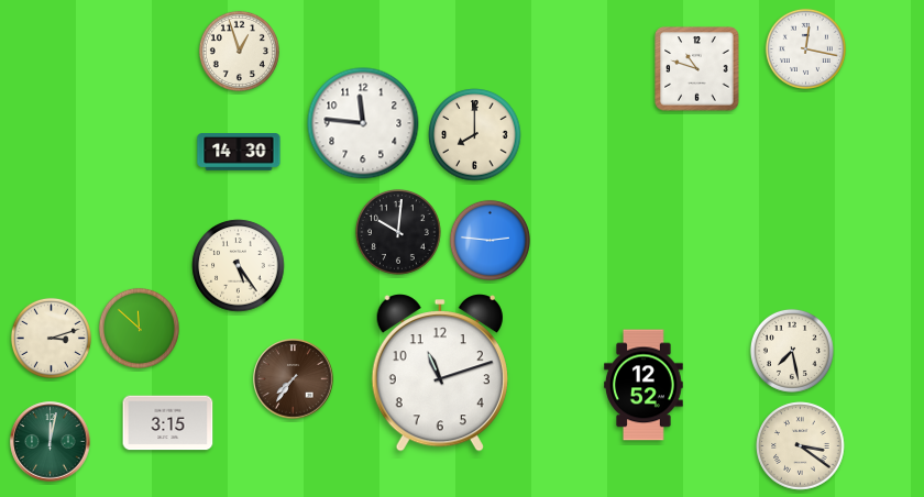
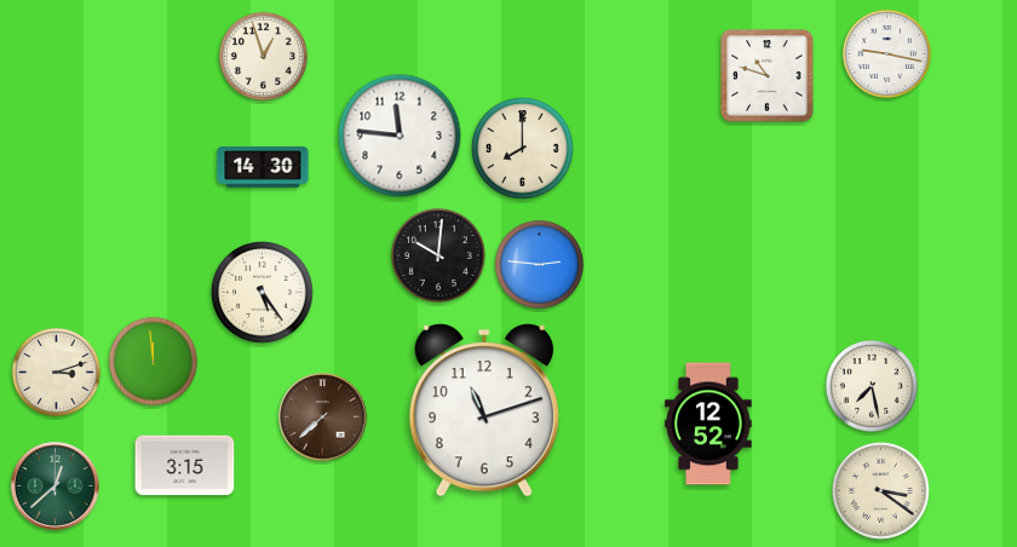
clock at (805, 48): 12:17 -> 9:17
clock at (139, 328): 11:52 -> 11:59
clock at (294, 379): 7:36 -> 7:38
clock at (51, 442): 12:02 -> 12:38
